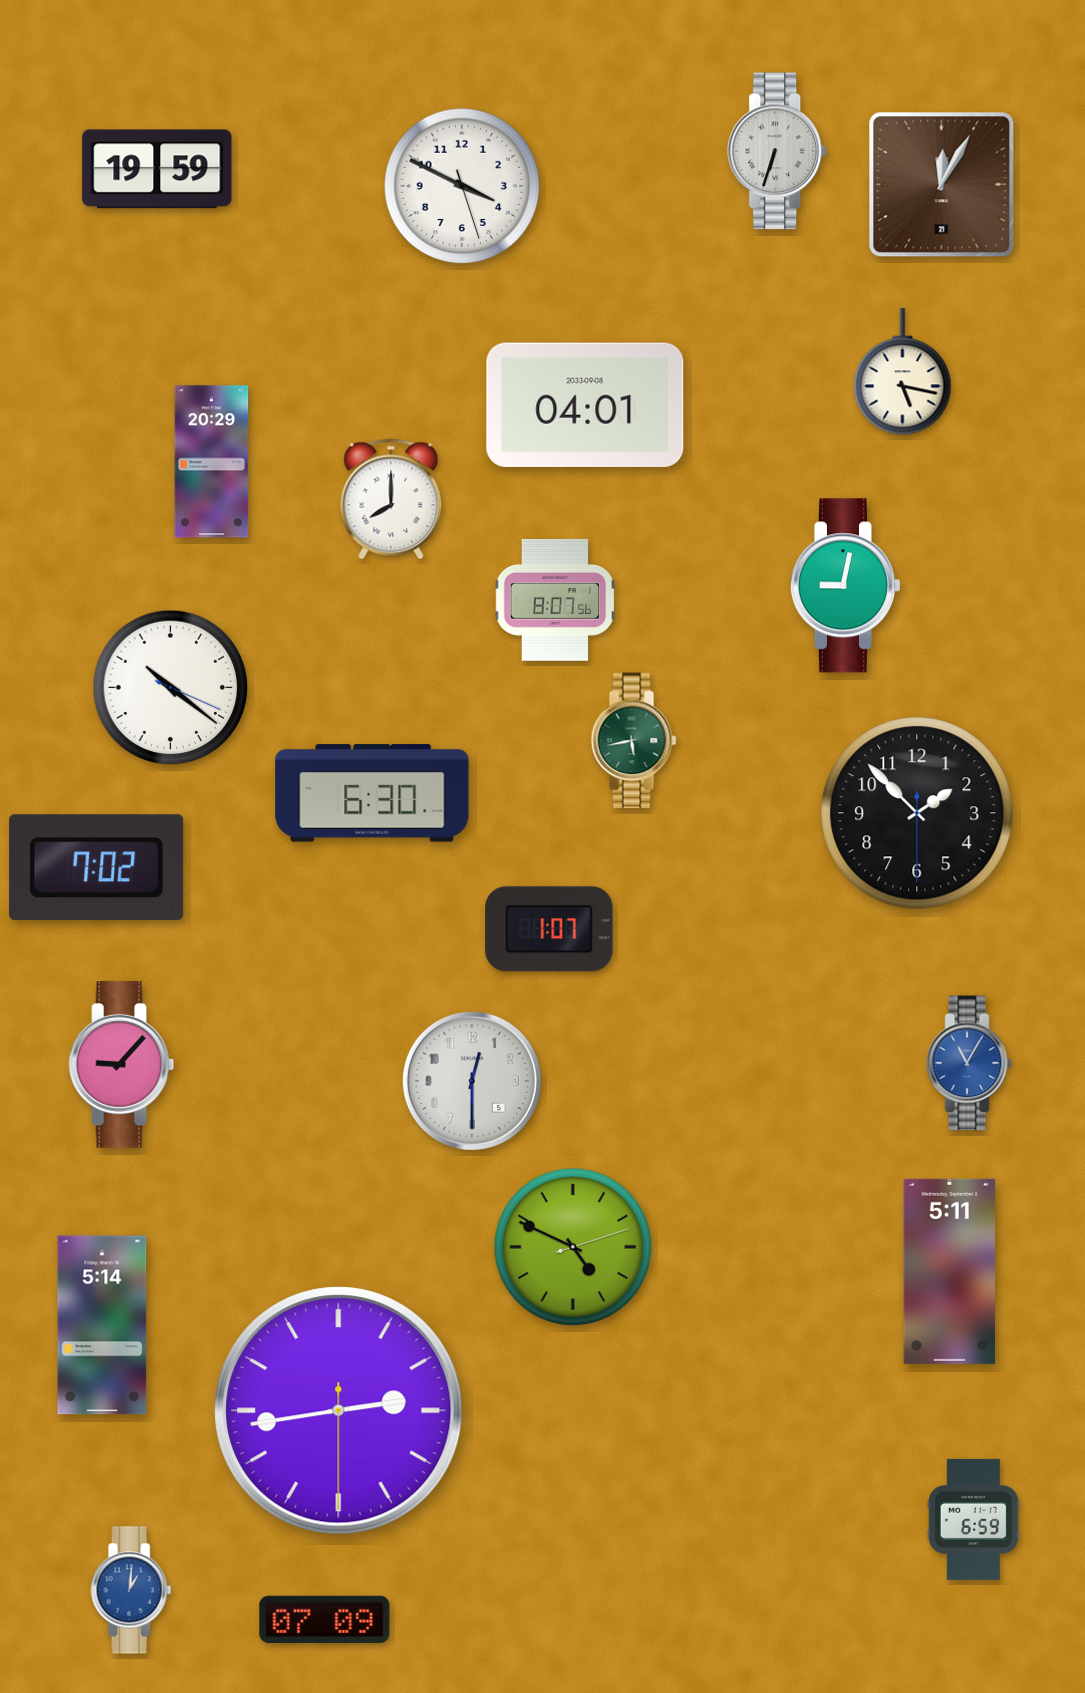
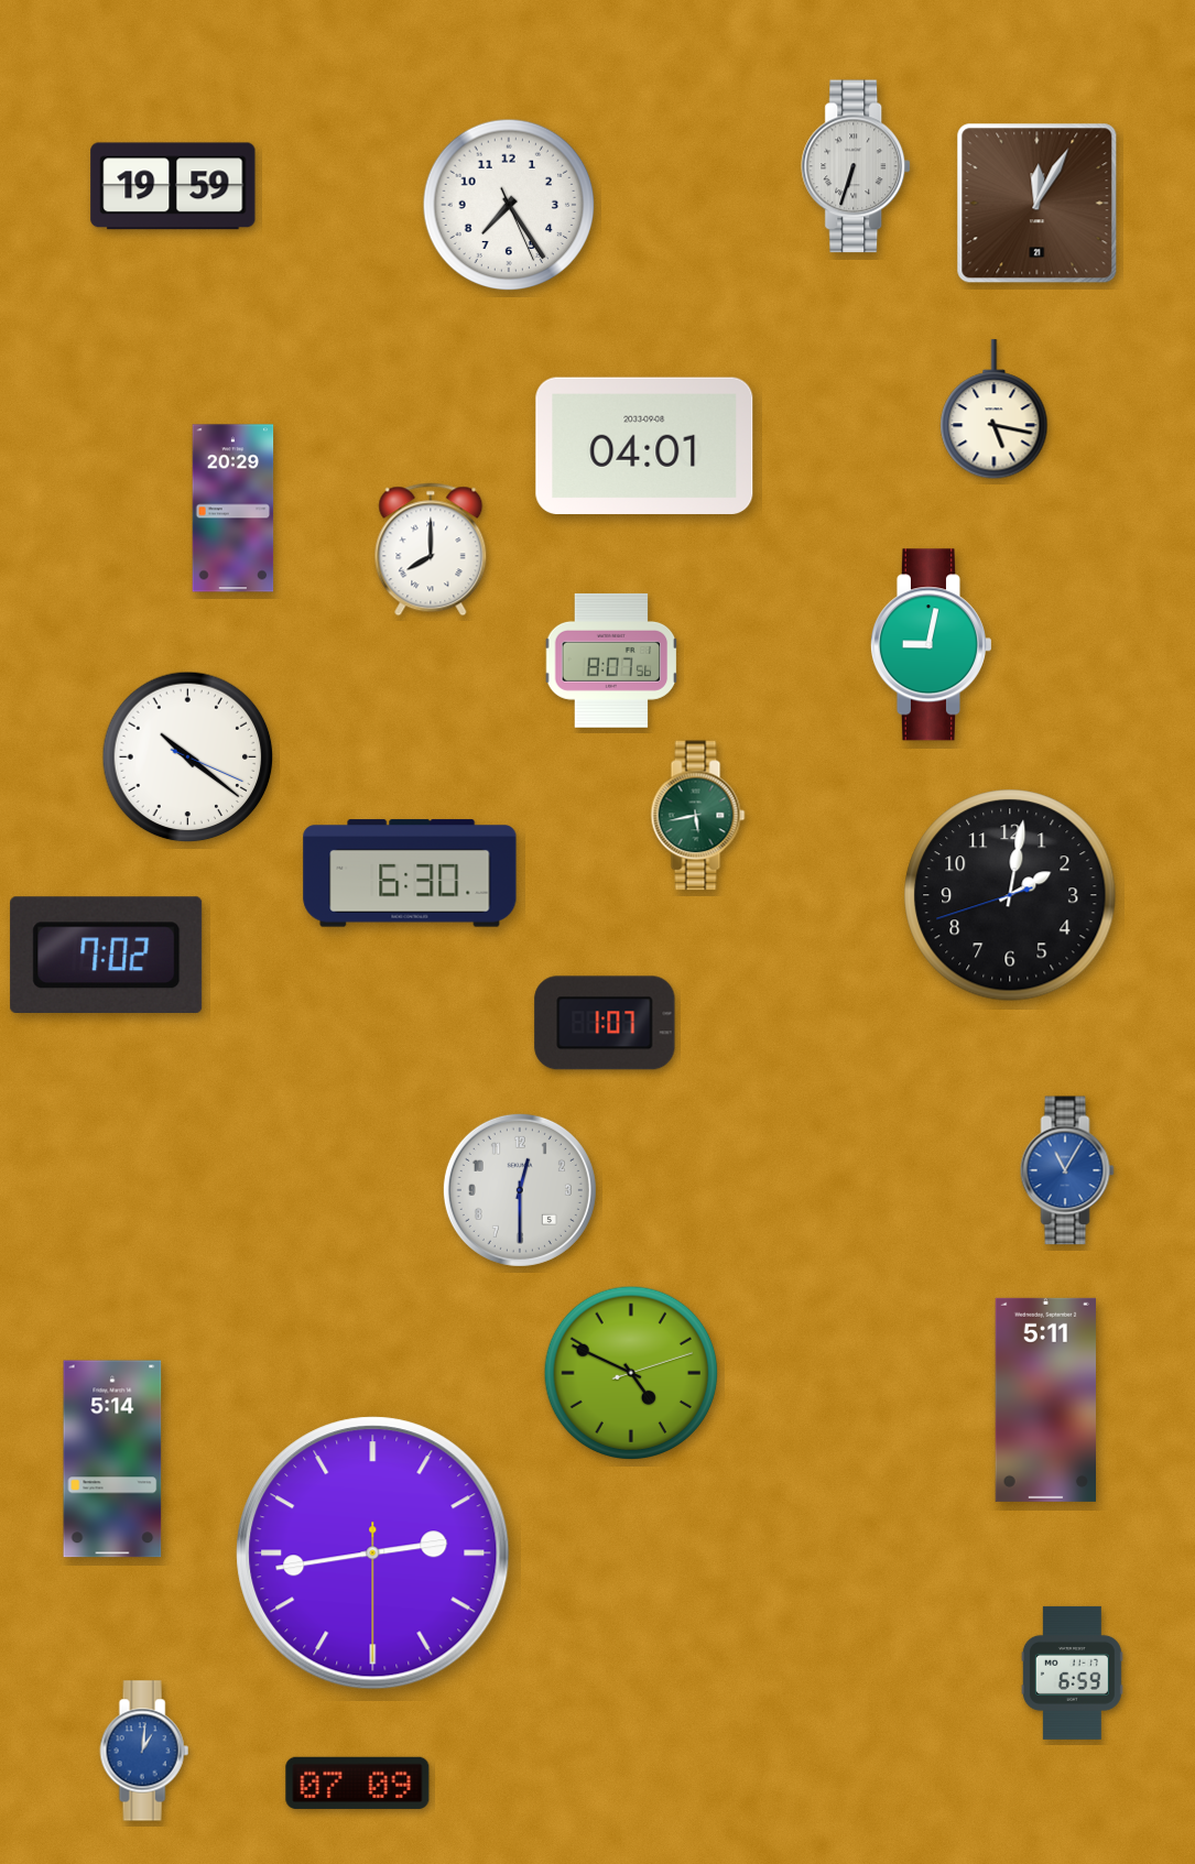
clock at (462, 186): 3:49 -> 7:24
clock at (917, 813): 1:52 -> 2:01
clock at (122, 1064): 9:07 -> none
